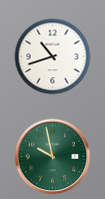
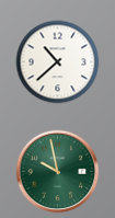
clock at (53, 57): 10:42 -> 10:38
